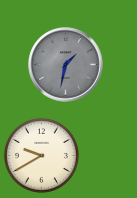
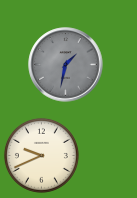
clock at (41, 155): 9:40 -> 9:41
